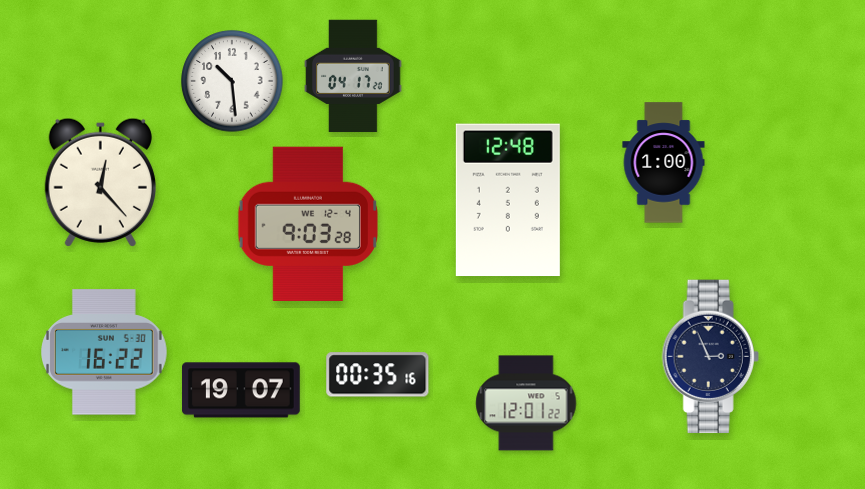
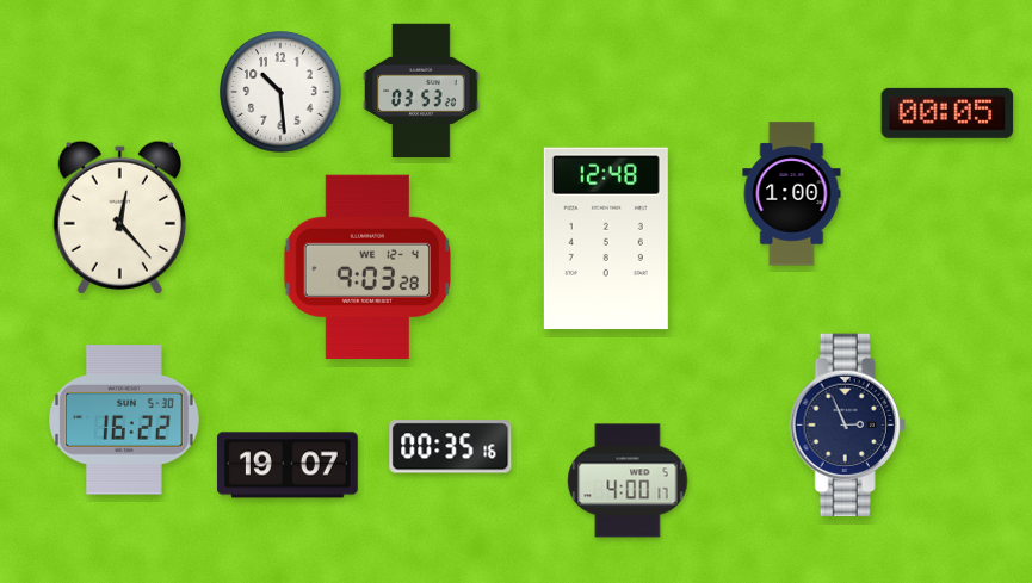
clock at (353, 76): 04:17 -> 03:53
clock at (232, 81) position: (232, 81) -> (280, 92)
clock at (947, 113): none -> 00:05
clock at (526, 403): 12:01 -> 4:00
